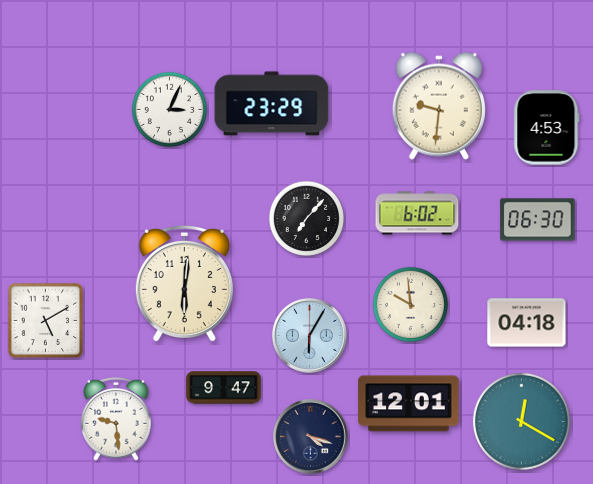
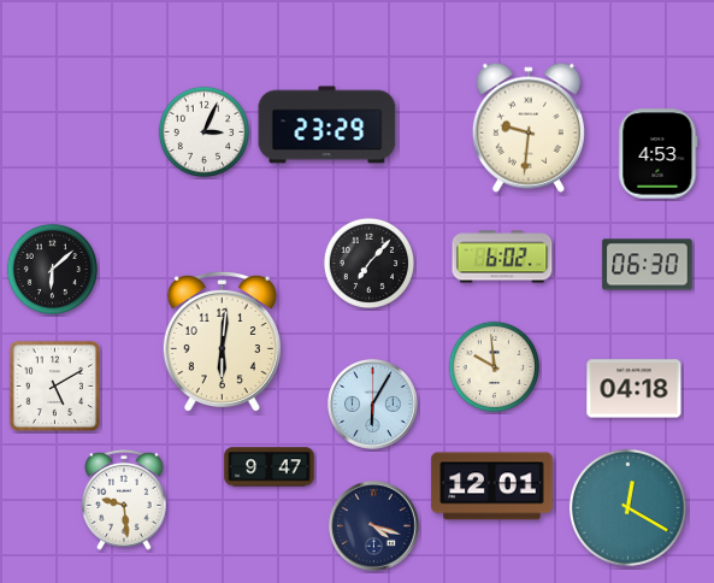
clock at (52, 269): none -> 6:08
clock at (116, 420) position: (116, 420) -> (124, 501)
